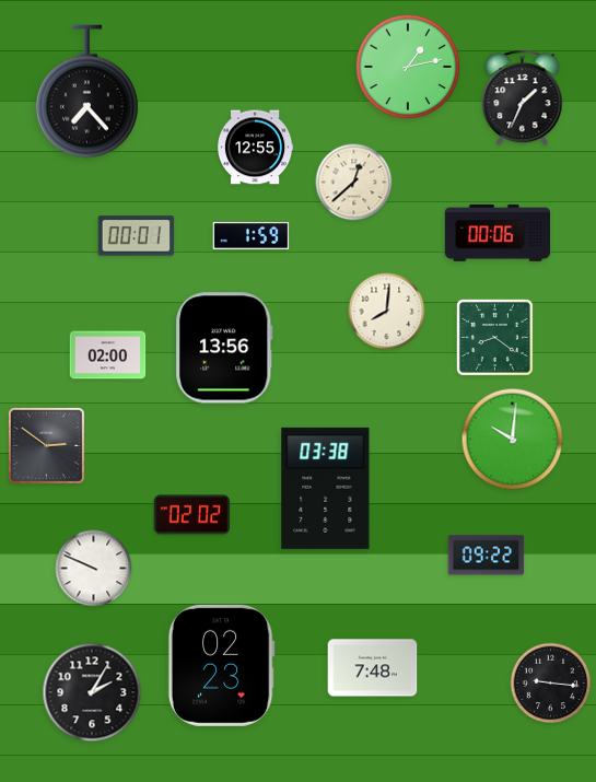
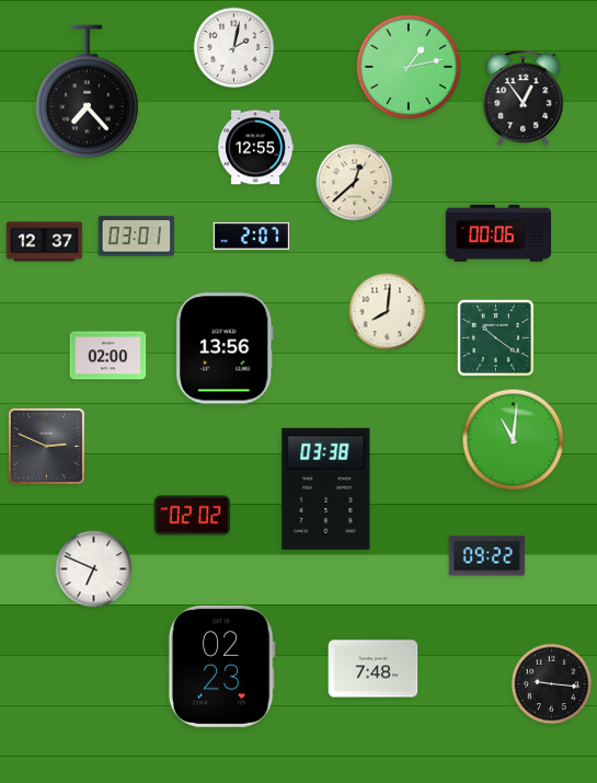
clock at (234, 48): none -> 2:02
clock at (523, 98): 1:34 -> 12:54
clock at (137, 236): 00:01 -> 03:01
clock at (252, 236): 1:59 -> 2:07
clock at (45, 242): none -> 12:37
clock at (494, 337): 8:21 -> 10:21
clock at (513, 440): 10:01 -> 11:01
clock at (46, 445): 2:51 -> 2:49
clock at (94, 569): 9:49 -> 6:49
clock at (92, 692): 2:05 -> none
